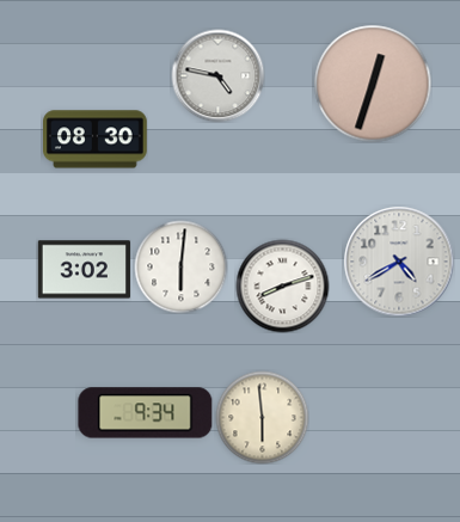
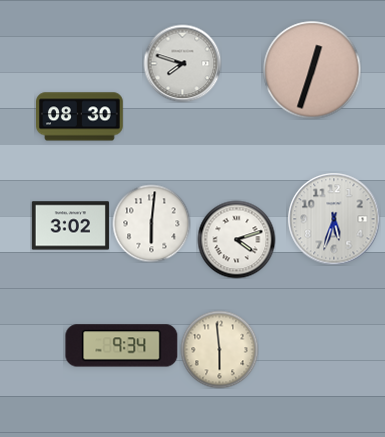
clock at (217, 75): 4:47 -> 7:48
clock at (399, 262): 4:40 -> 5:33
clock at (282, 285): 8:12 -> 4:12
